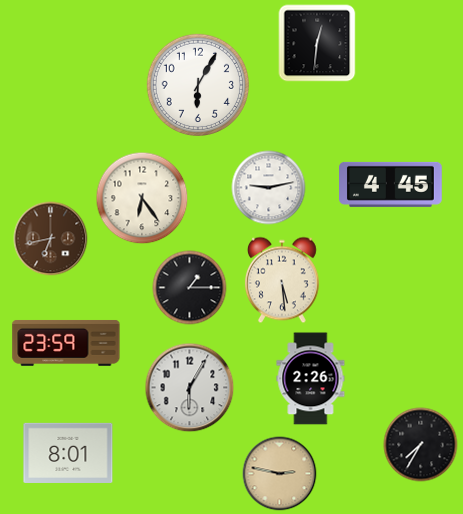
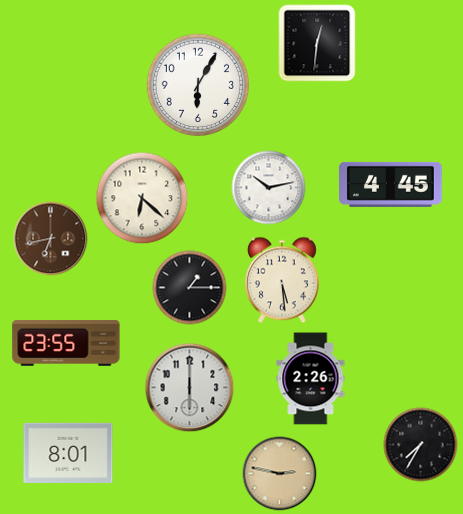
clock at (269, 188): 9:13 -> 10:13
clock at (142, 198): 6:24 -> 6:22
clock at (66, 343): 23:59 -> 23:55
clock at (190, 388): 6:05 -> 6:00
